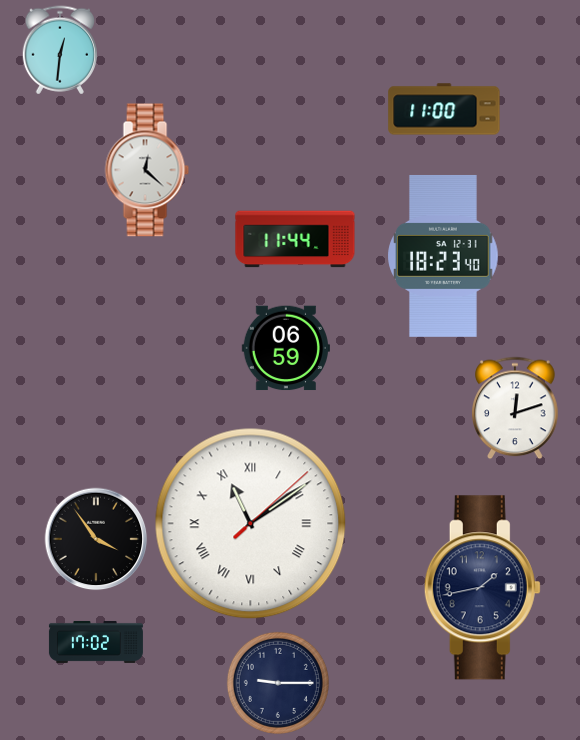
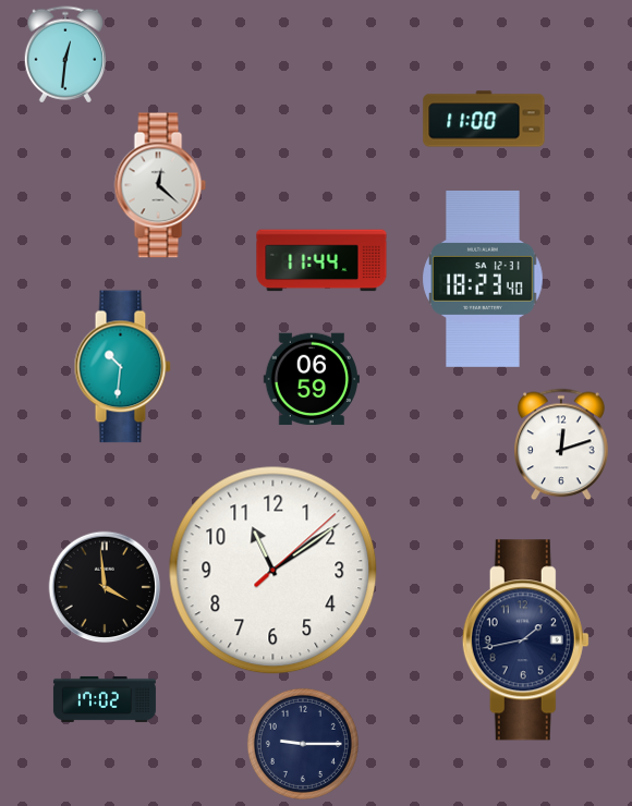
clock at (122, 367): none -> 10:31
clock at (251, 524) numerals: Roman -> Arabic
clock at (96, 539): 3:54 -> 3:59
